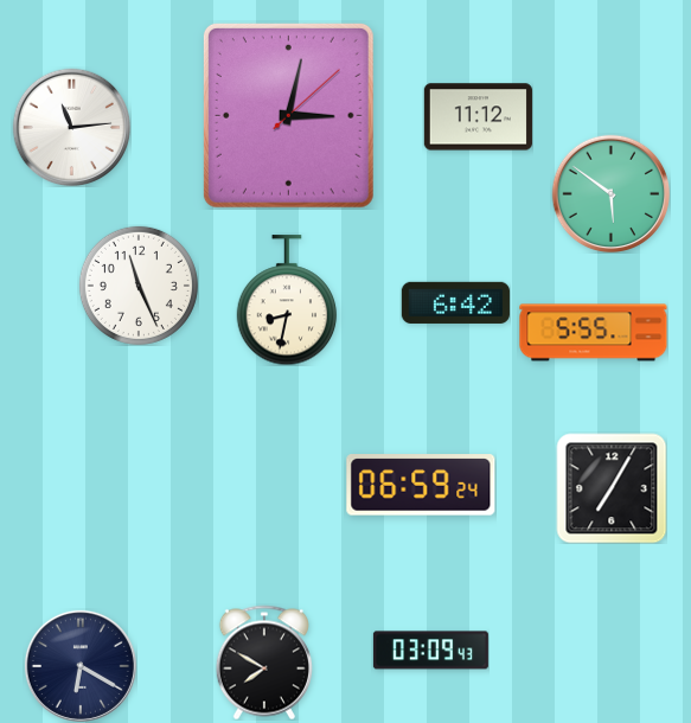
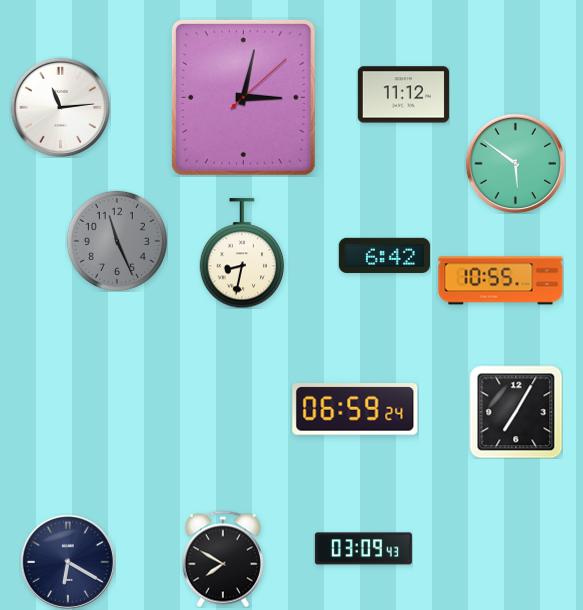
clock at (478, 117) position: (478, 117) -> (403, 95)
clock at (139, 286) dial: white -> grey
clock at (594, 333): 5:55 -> 10:55
